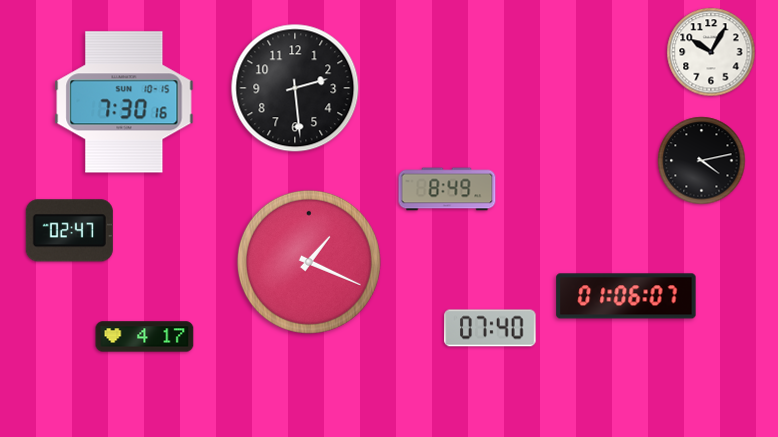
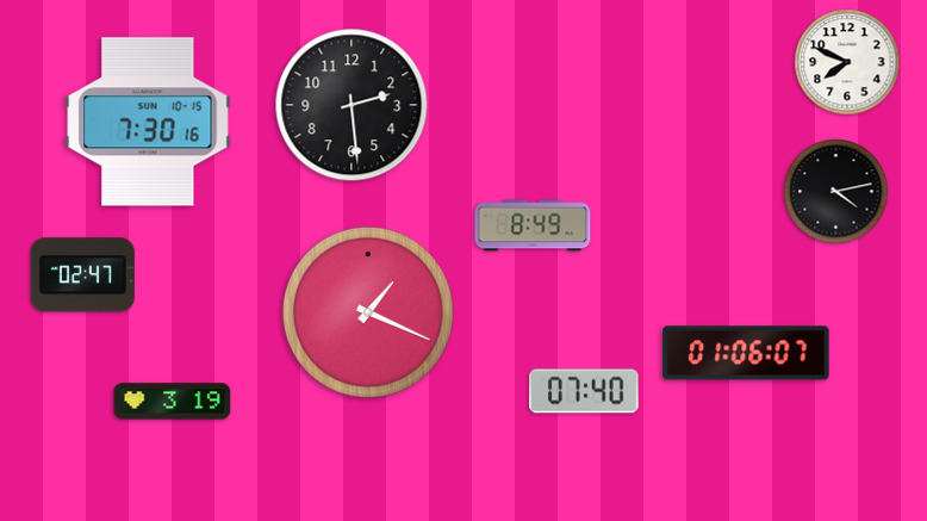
clock at (711, 52): 10:05 -> 7:49
clock at (145, 337): 4:17 -> 3:19
